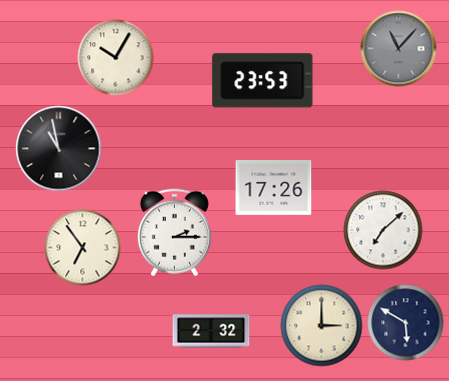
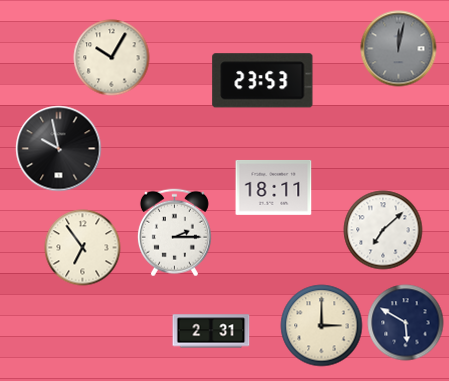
clock at (399, 49): 11:07 -> 12:02
clock at (116, 58) position: (116, 58) -> (112, 58)
clock at (59, 149): 10:58 -> 9:58
clock at (274, 187): 17:26 -> 18:11
clock at (211, 331): 2:32 -> 2:31
